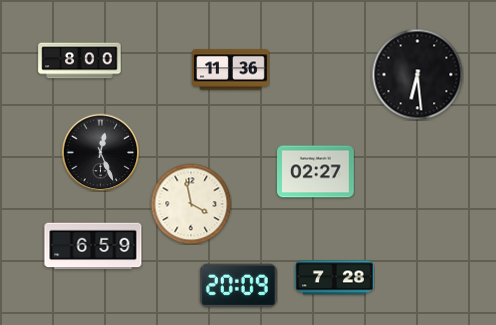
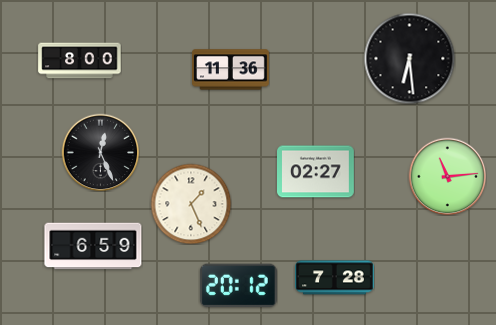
clock at (417, 74) position: (417, 74) -> (409, 58)
clock at (447, 176): none -> 11:14
clock at (191, 204): 3:58 -> 1:26
clock at (238, 286): 20:09 -> 20:12
